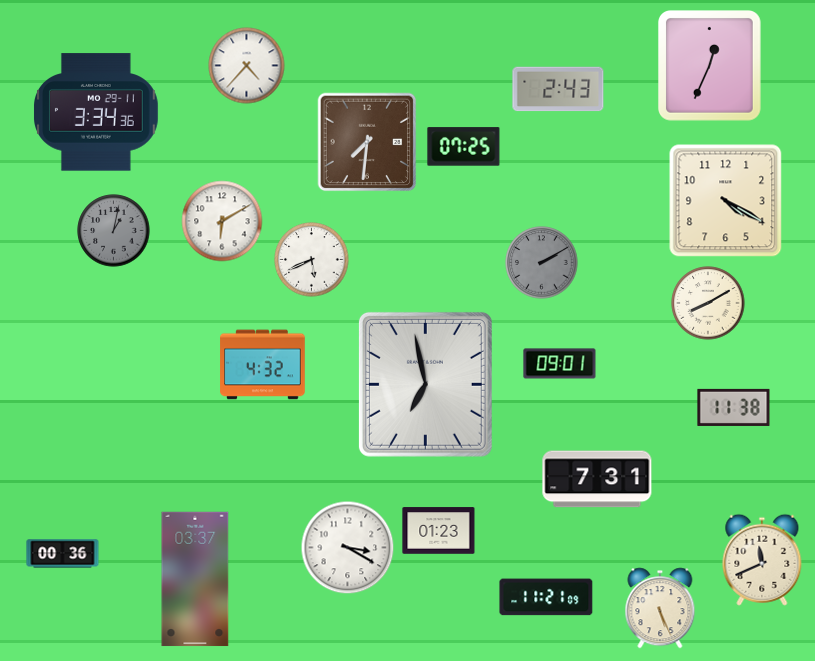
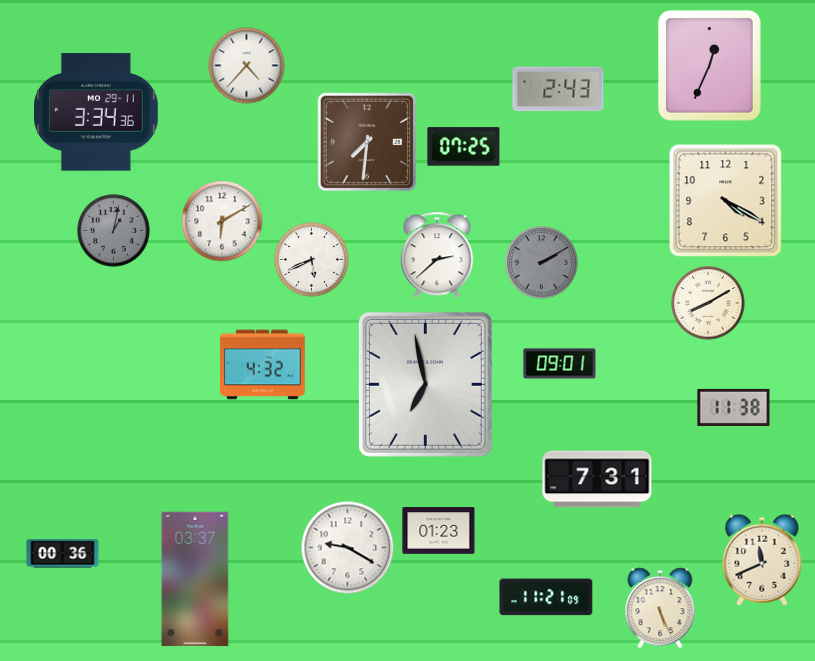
clock at (437, 255): none -> 2:38
clock at (348, 548): 3:20 -> 9:20
